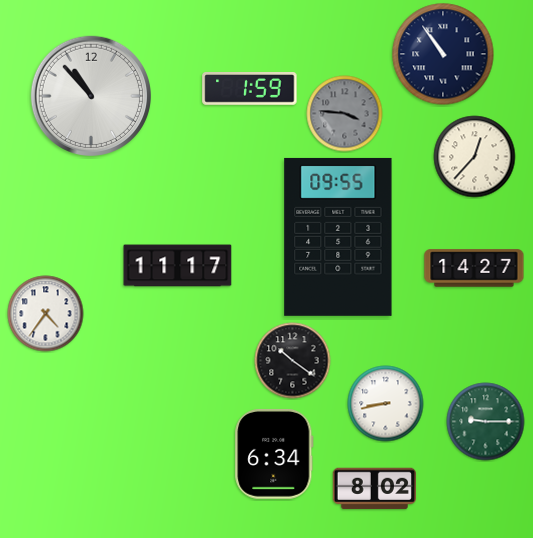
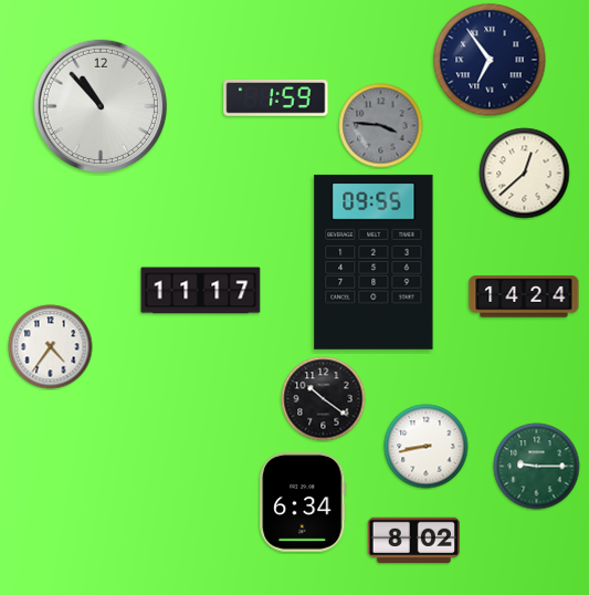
clock at (443, 54): 10:54 -> 6:54
clock at (475, 157): 12:37 -> 12:38
clock at (178, 266) position: (178, 266) -> (201, 291)
clock at (474, 268): 14:27 -> 14:24
